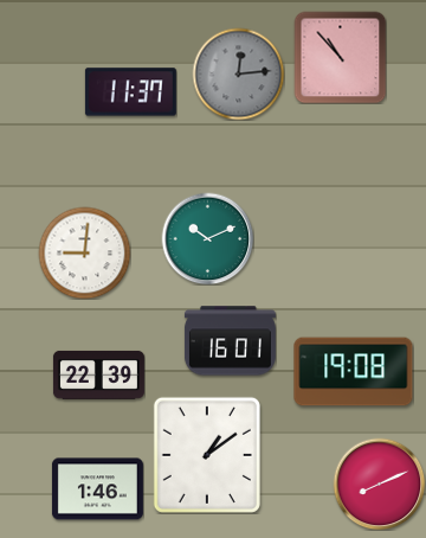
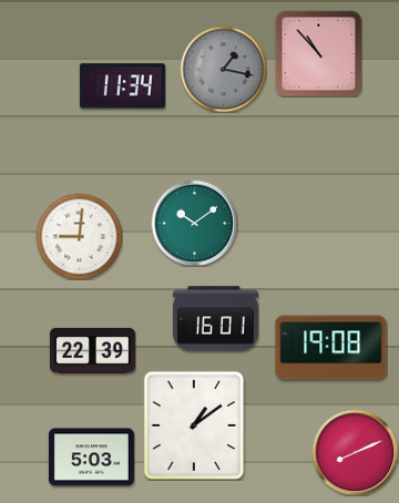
clock at (238, 73): 12:14 -> 1:17
clock at (130, 92): 11:37 -> 11:34
clock at (207, 238): 10:11 -> 10:09
clock at (97, 489): 1:46 -> 5:03
